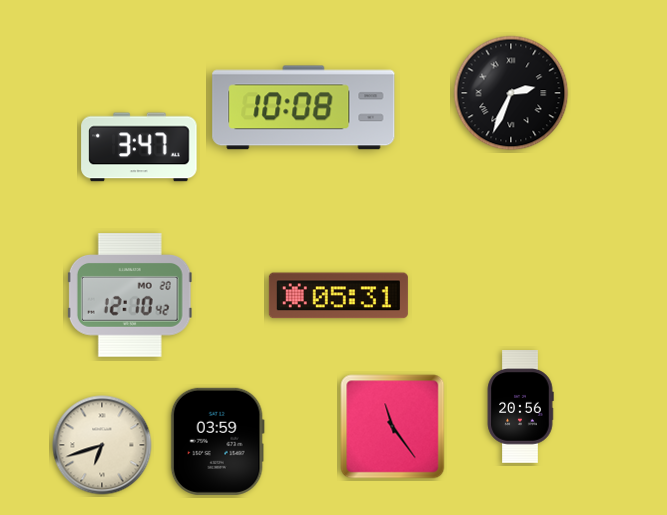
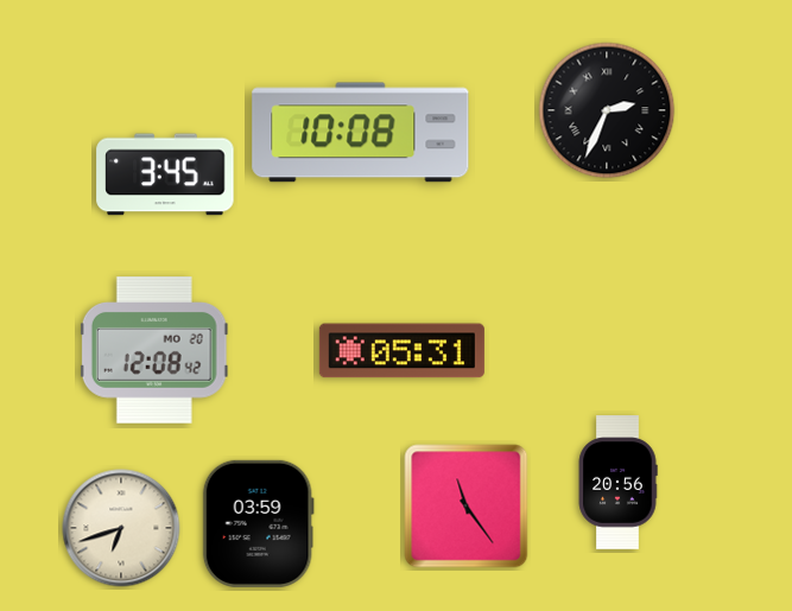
clock at (304, 108) position: (304, 108) -> (361, 133)
clock at (139, 147): 3:47 -> 3:45
clock at (130, 295): 12:10 -> 12:08
